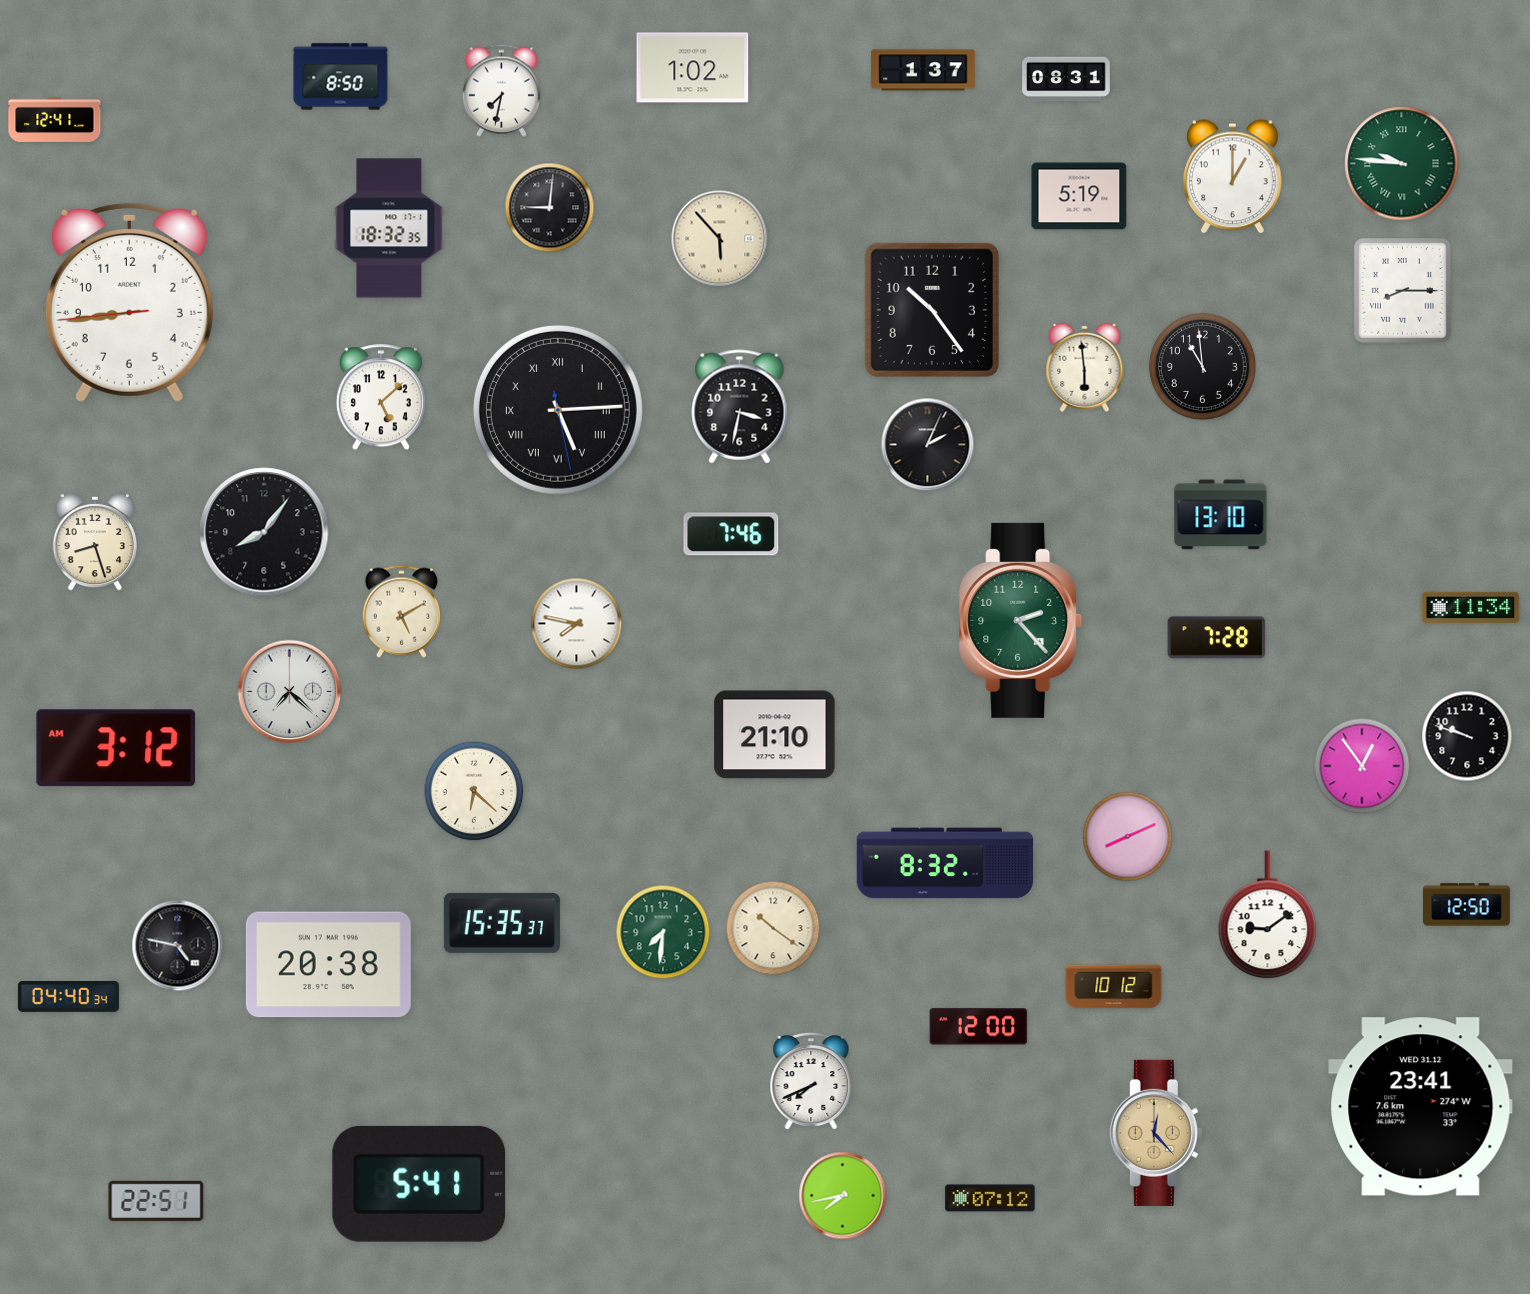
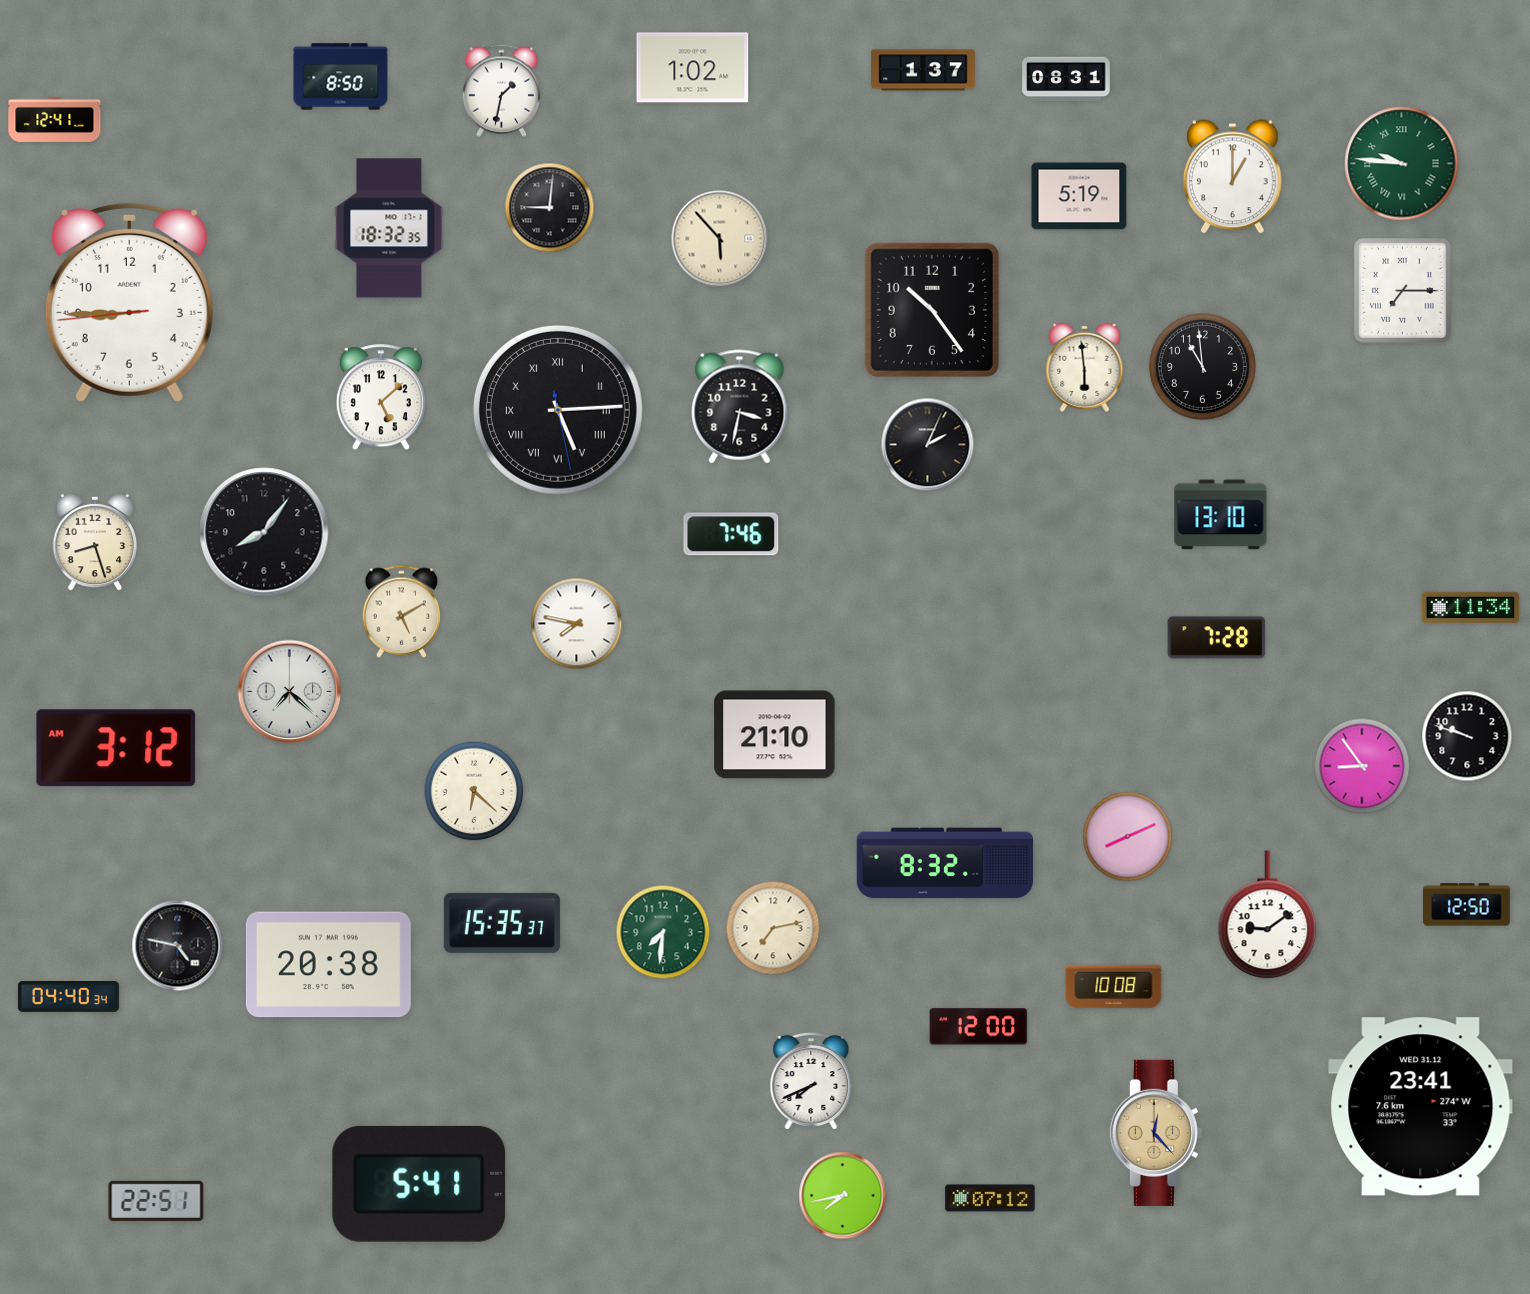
clock at (501, 90): 7:32 -> 1:32
clock at (1403, 291): 8:15 -> 7:15
clock at (129, 302): 8:43 -> 8:44
clock at (1021, 620): 2:23 -> none
clock at (1362, 766): 12:54 -> 8:54
clock at (773, 928): 10:21 -> 7:13
clock at (1114, 987): 10:12 -> 10:08
